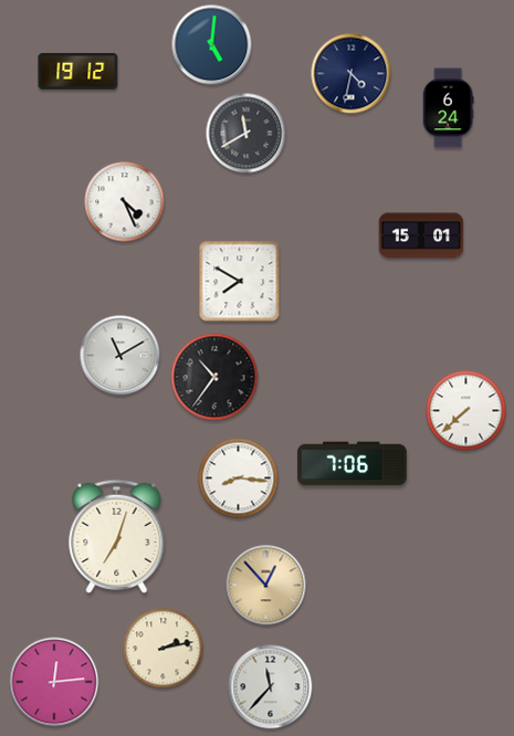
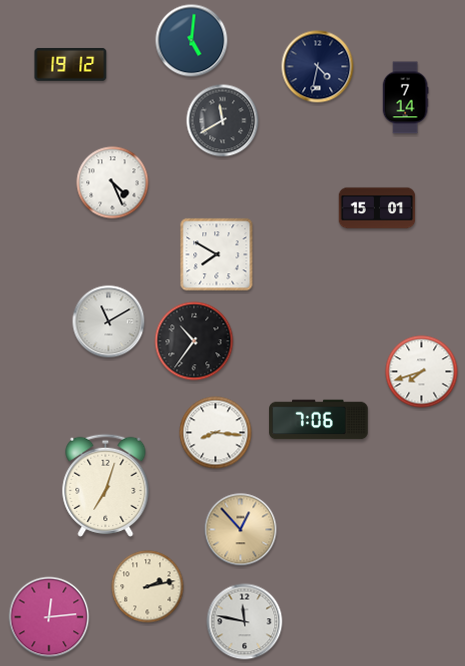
clock at (448, 108): 6:24 -> 7:14
clock at (421, 235) position: (421, 235) -> (377, 208)
clock at (466, 411): 7:38 -> 7:42
clock at (271, 687): 11:37 -> 11:47
